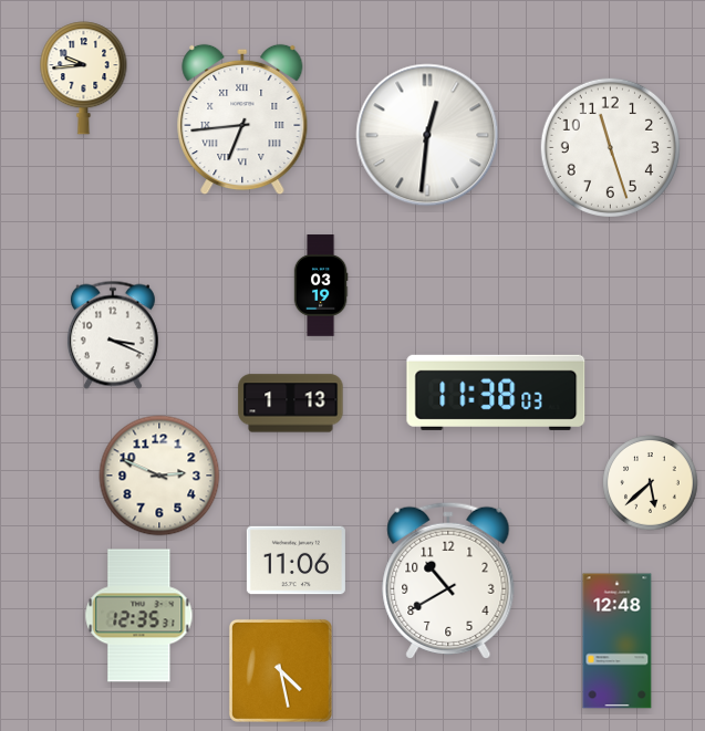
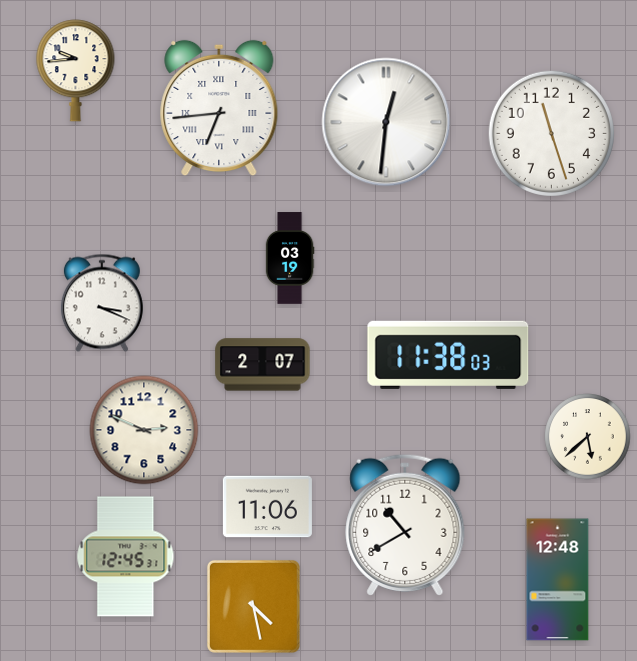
clock at (291, 404): 1:13 -> 2:07
clock at (139, 616): 12:35 -> 12:45
